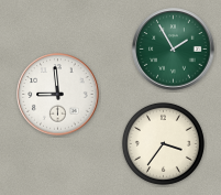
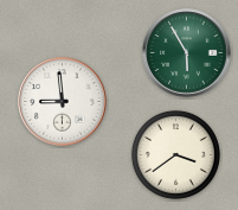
clock at (174, 50): 1:55 -> 5:55
clock at (163, 143): 3:36 -> 3:39
